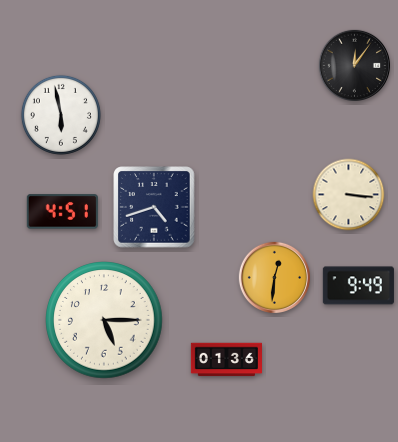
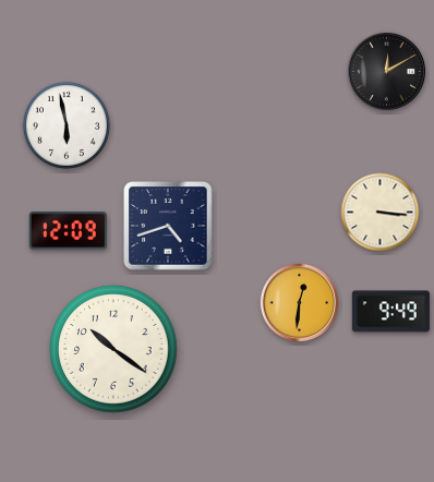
clock at (354, 65): 12:06 -> 12:10
clock at (62, 212): 4:51 -> 12:09
clock at (104, 320): 5:15 -> 10:21
clock at (226, 360): 01:36 -> none
